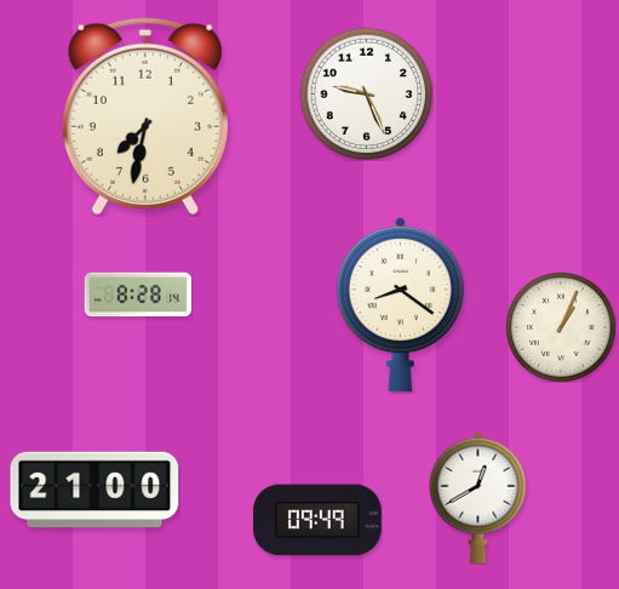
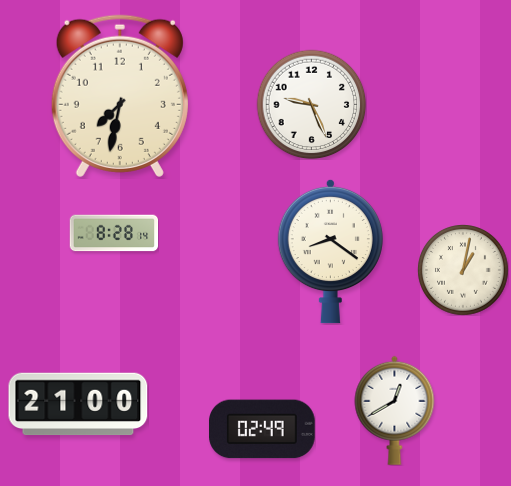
clock at (366, 93) position: (366, 93) -> (311, 104)
clock at (138, 294) position: (138, 294) -> (114, 233)
clock at (561, 327): 1:04 -> 1:02
clock at (319, 520): 09:49 -> 02:49
